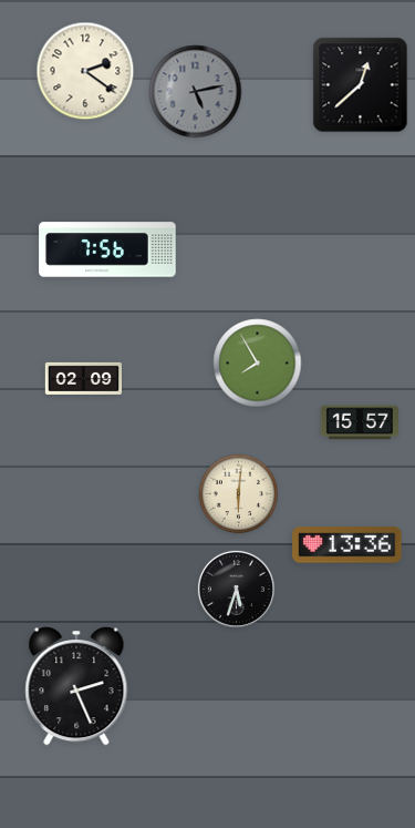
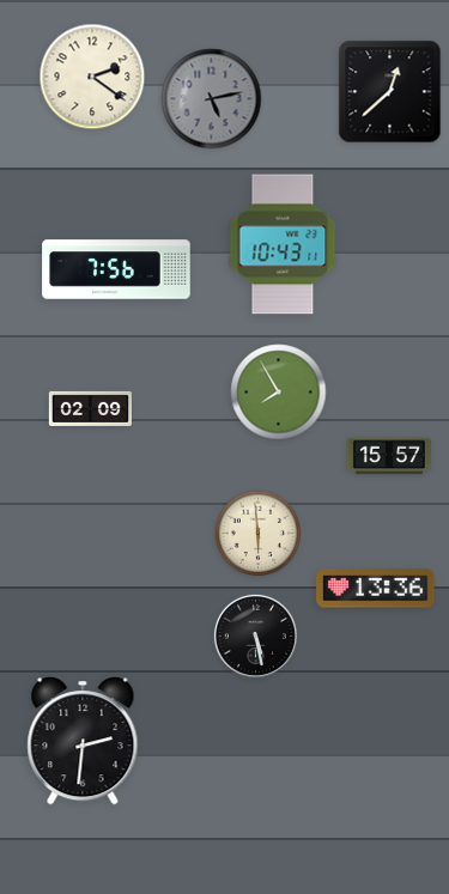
clock at (283, 244): none -> 10:43
clock at (239, 494): 6:01 -> 5:59
clock at (236, 589): 5:33 -> 5:28
clock at (76, 686): 2:26 -> 2:31
